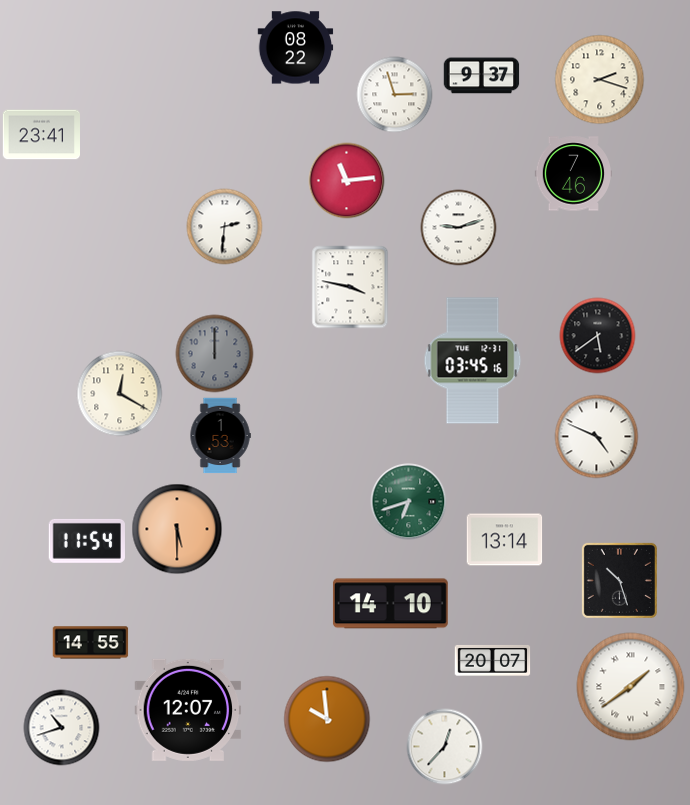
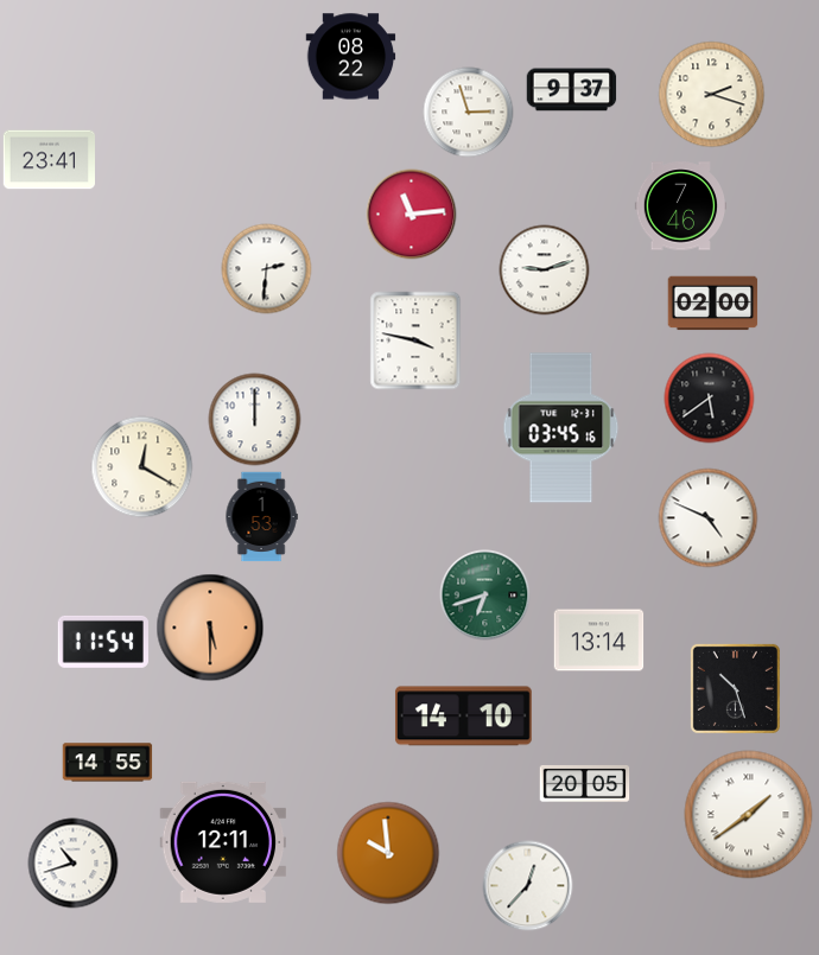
clock at (713, 304): none -> 02:00
clock at (215, 354) dial: grey -> white
clock at (493, 660): 20:07 -> 20:05
clock at (188, 710): 12:07 -> 12:11
